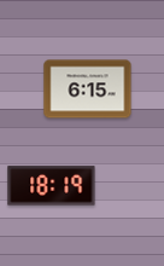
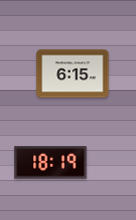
clock at (52, 186) position: (52, 186) -> (51, 163)
